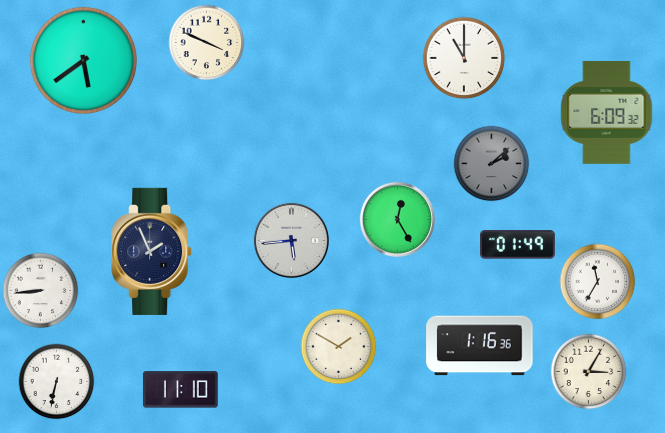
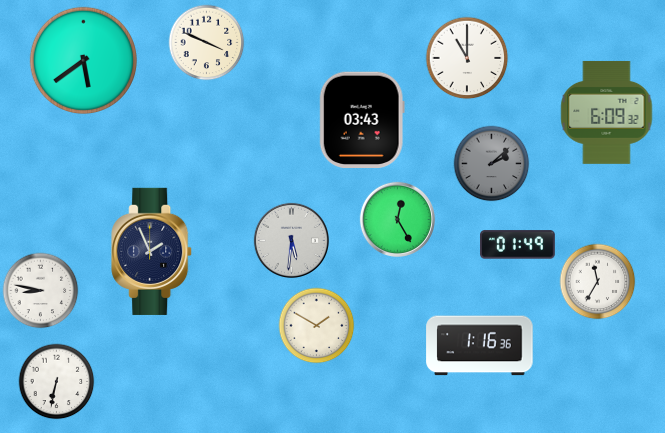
clock at (464, 58) position: (464, 58) -> (467, 58)
clock at (362, 119): none -> 03:43
clock at (291, 240): 5:44 -> 5:31
clock at (41, 291): 8:44 -> 8:47
clock at (339, 347) position: (339, 347) -> (317, 326)
clock at (589, 372): 3:05 -> none
clock at (181, 390): 11:10 -> none
